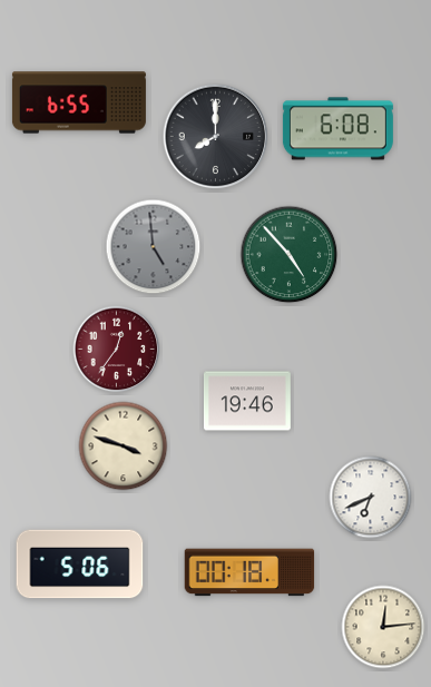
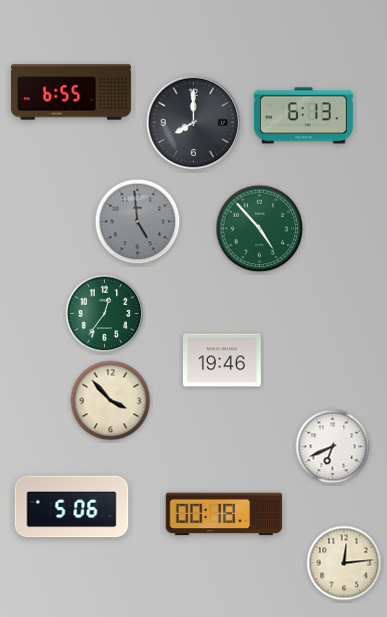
clock at (337, 129): 6:08 -> 6:13
clock at (117, 350) dial: burgundy -> green
clock at (124, 446): 3:48 -> 3:53
